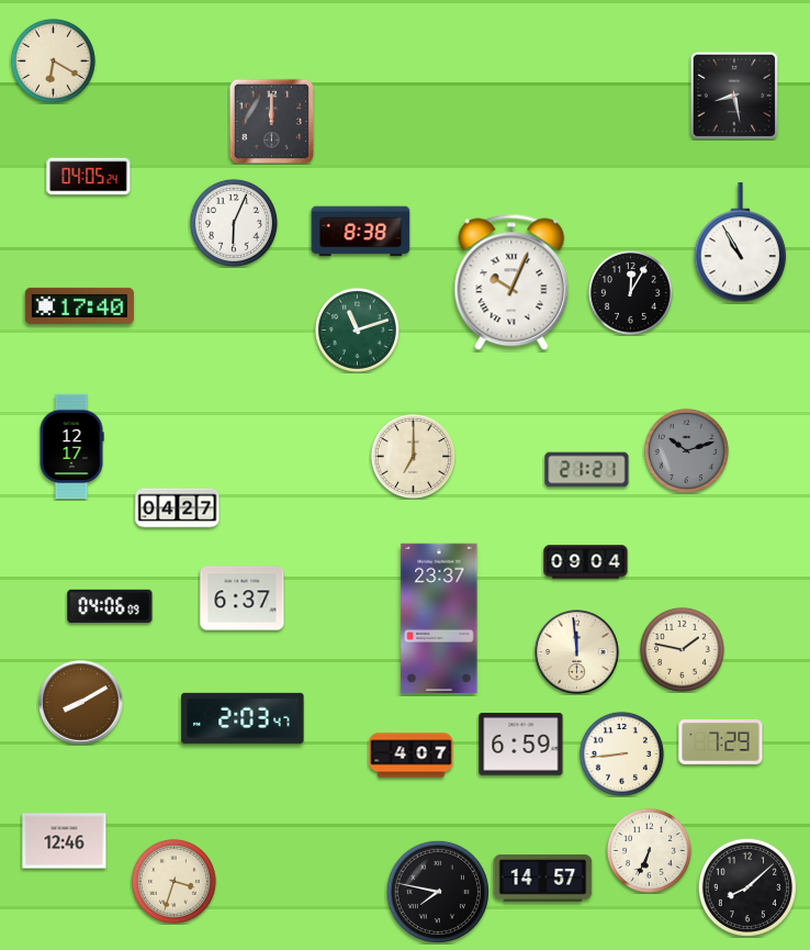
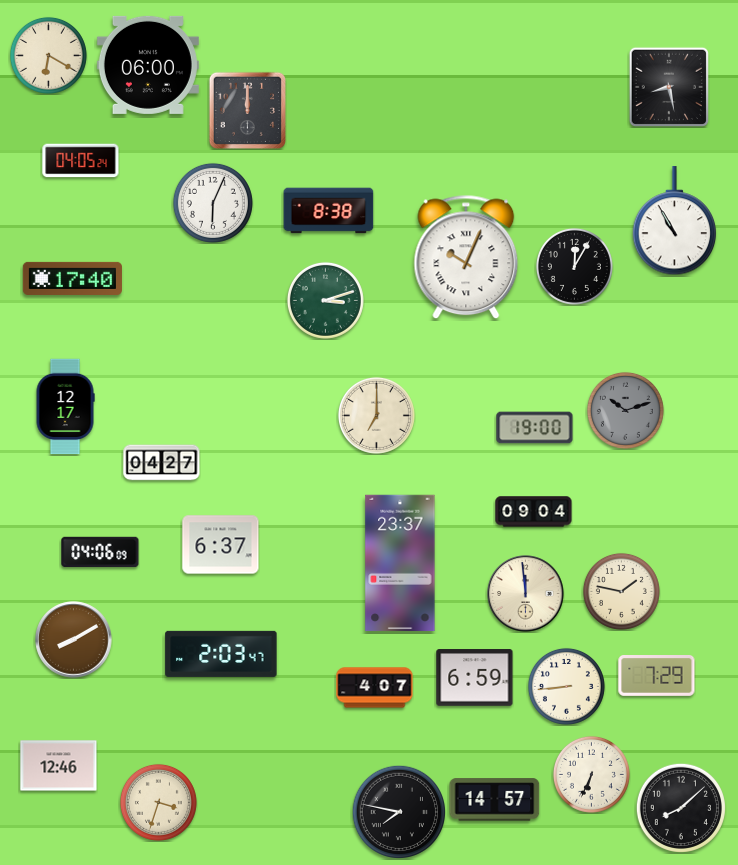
clock at (148, 65): none -> 06:00
clock at (357, 329): 11:12 -> 3:12
clock at (587, 470): 21:21 -> 19:00
